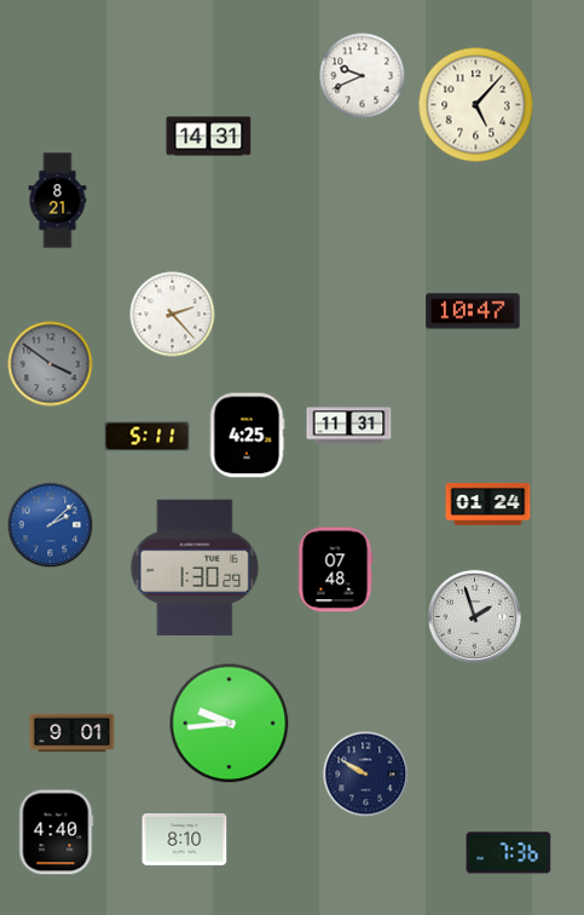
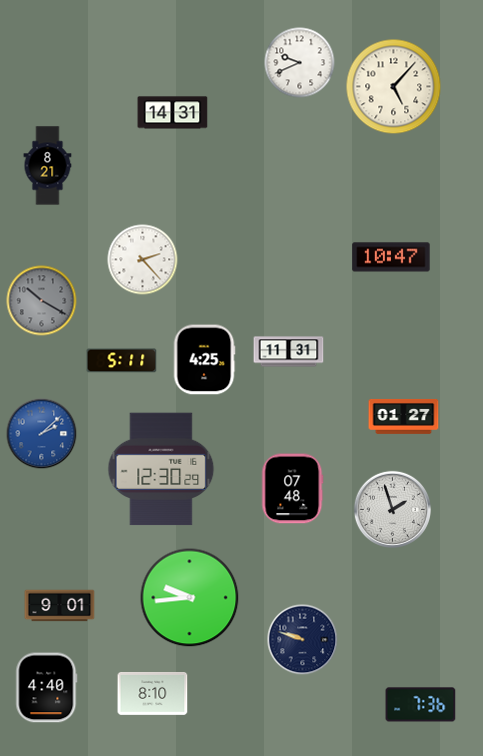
clock at (51, 364): 3:51 -> 10:20
clock at (488, 503): 01:24 -> 01:27
clock at (195, 568): 1:30 -> 12:30
clock at (336, 570) position: (336, 570) -> (293, 489)
clock at (366, 775): 9:50 -> 9:48
